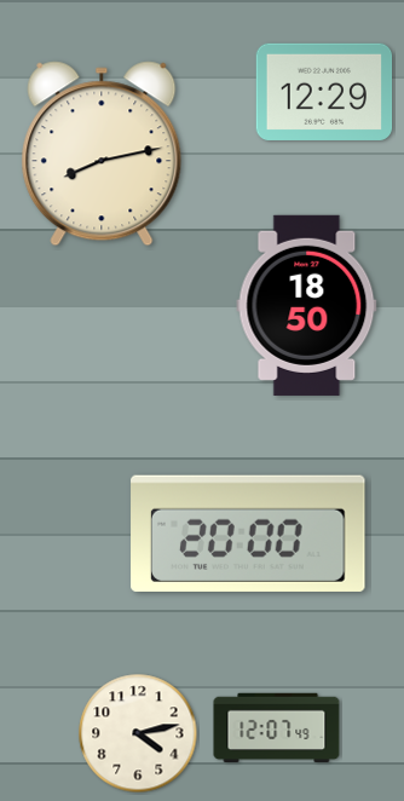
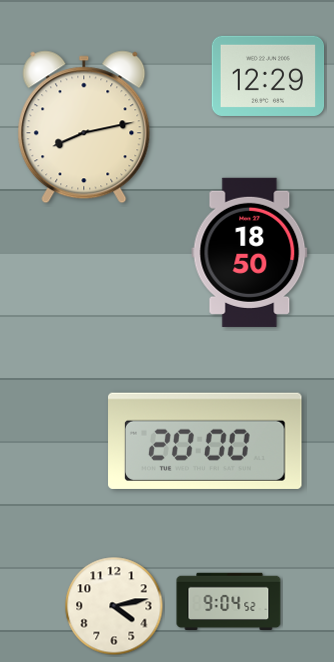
clock at (307, 305) position: (307, 305) -> (250, 252)
clock at (277, 728): 12:07 -> 9:04
